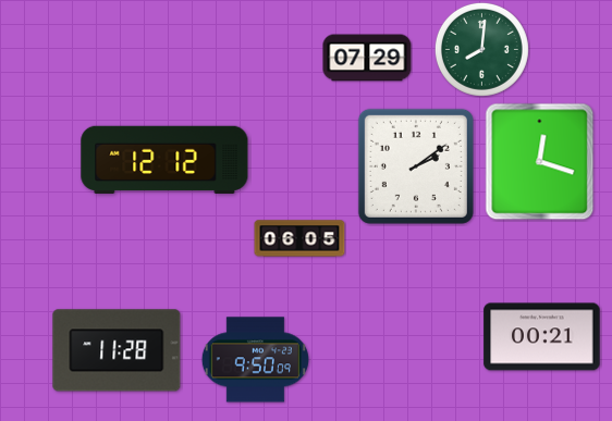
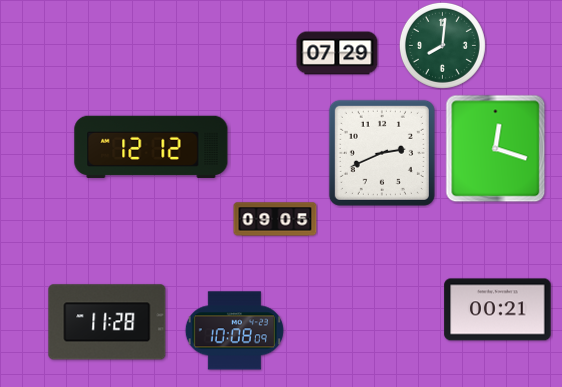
clock at (416, 166): 2:09 -> 2:41
clock at (299, 238): 06:05 -> 09:05
clock at (255, 360): 9:50 -> 10:08
